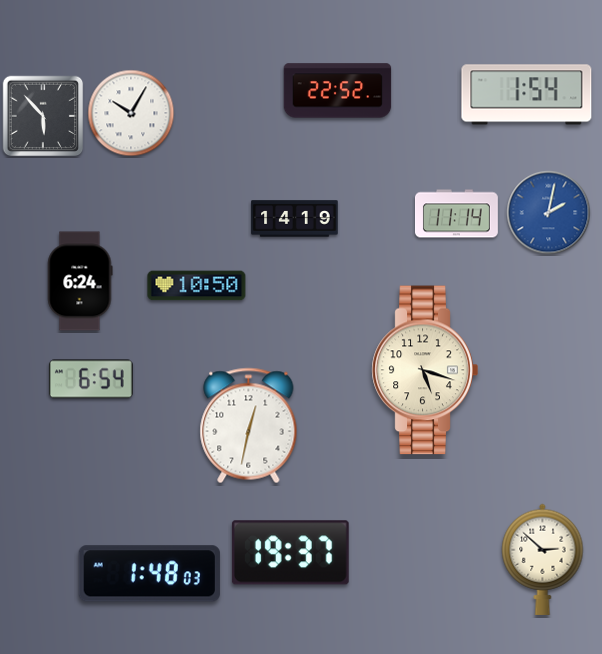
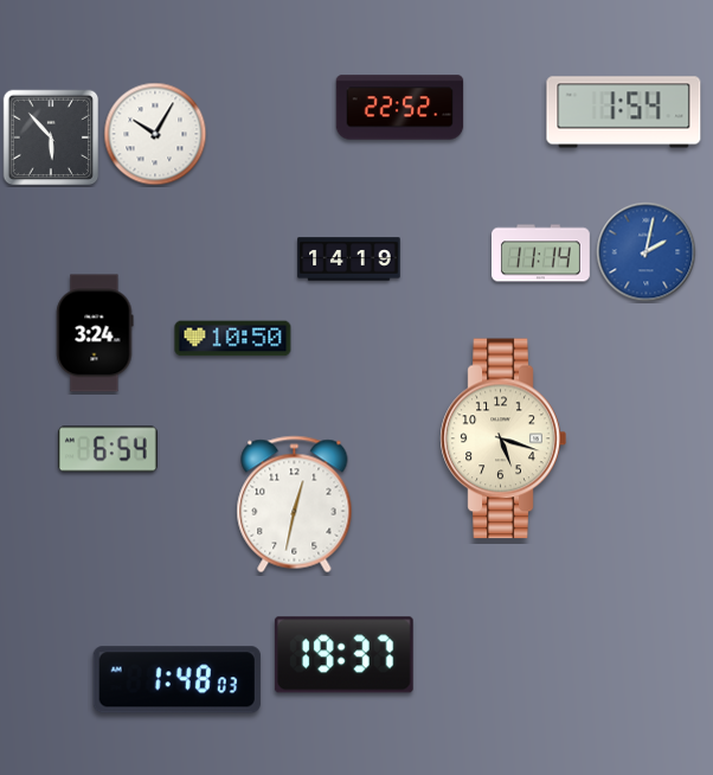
clock at (549, 213) position: (549, 213) -> (647, 252)
clock at (80, 281): 6:24 -> 3:24
clock at (543, 559): 2:52 -> none
